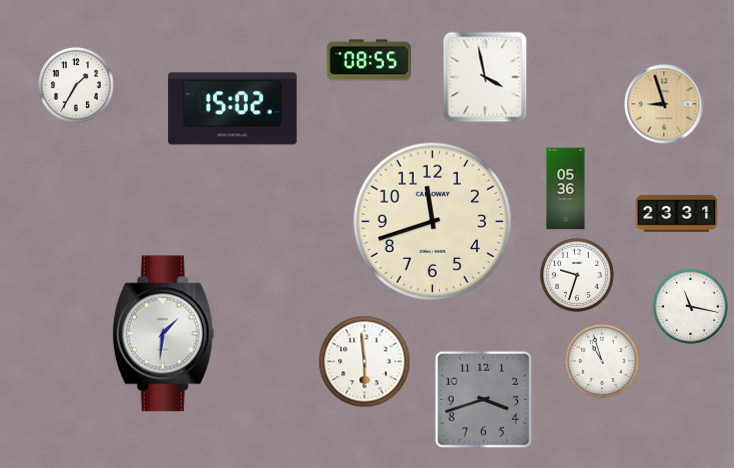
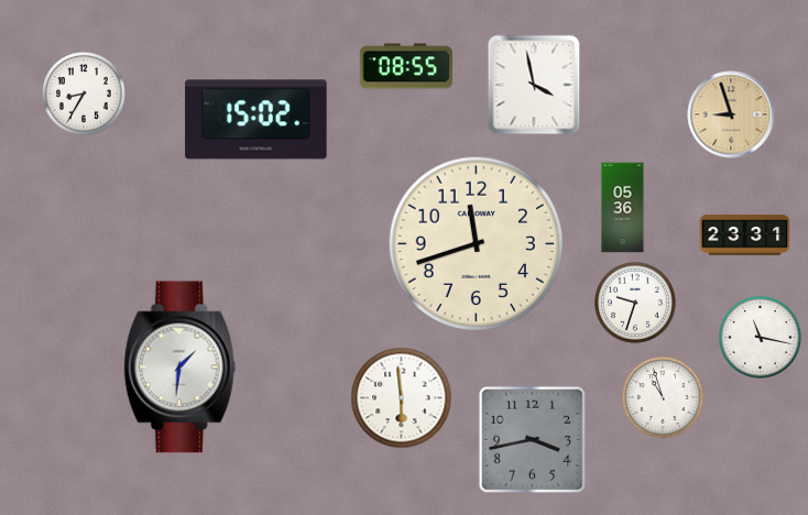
clock at (77, 86): 1:35 -> 8:35
clock at (483, 399): 3:42 -> 3:43
